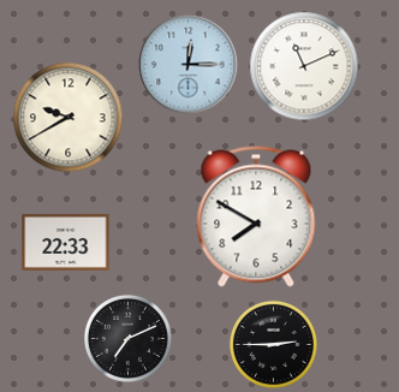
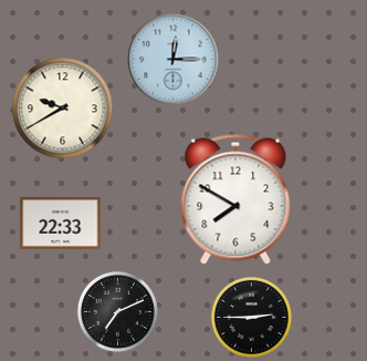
clock at (304, 66): 11:11 -> none
